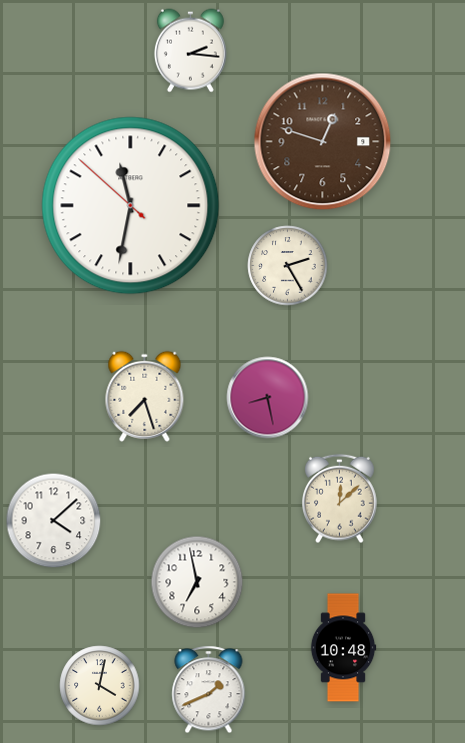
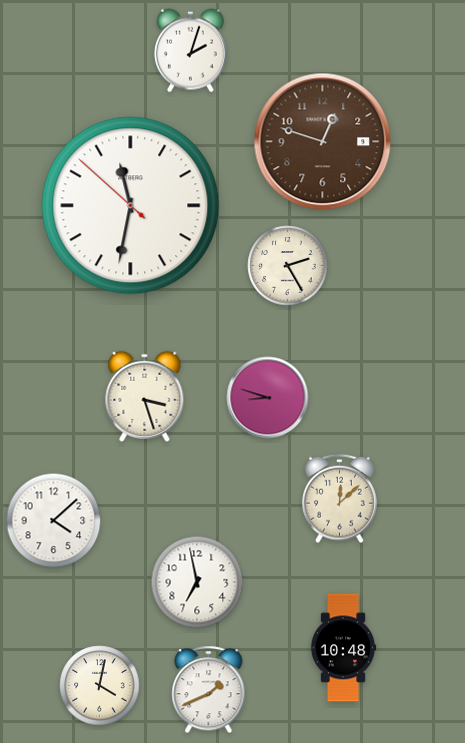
clock at (190, 51): 2:16 -> 2:03
clock at (145, 396): 7:27 -> 3:27
clock at (268, 398): 8:28 -> 8:48
